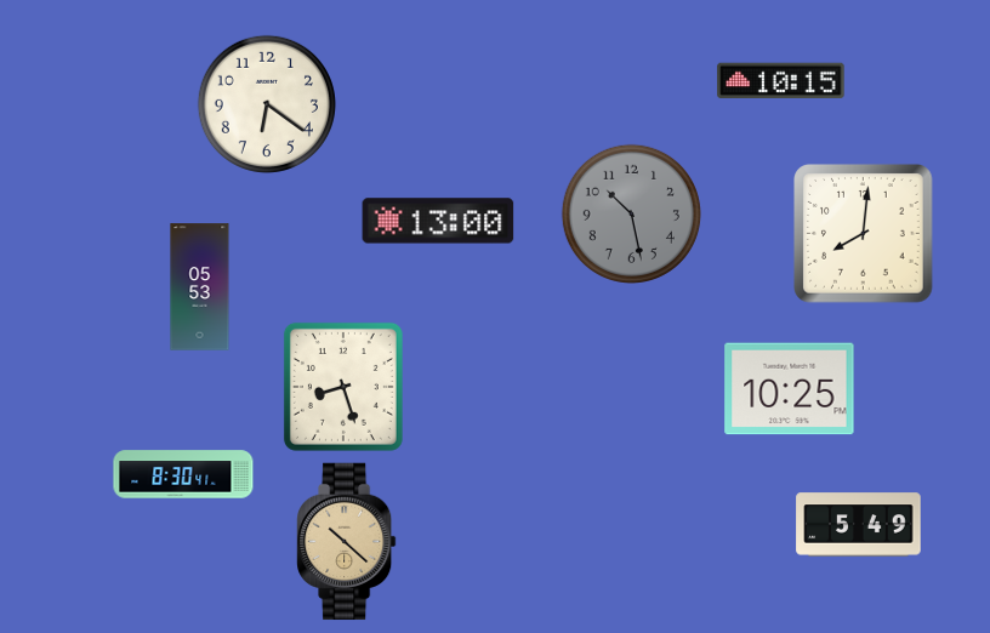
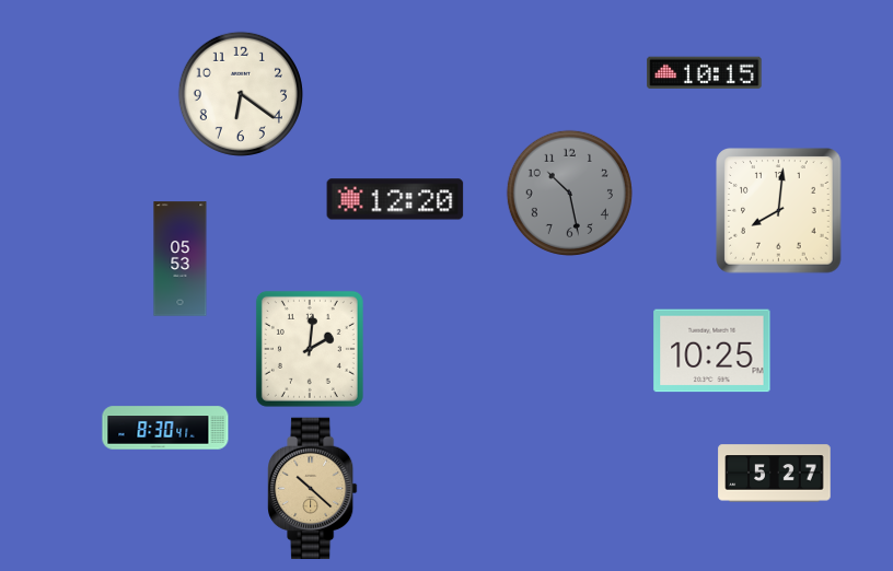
clock at (438, 221): 13:00 -> 12:20
clock at (343, 387): 8:27 -> 2:01
clock at (859, 525): 5:49 -> 5:27
